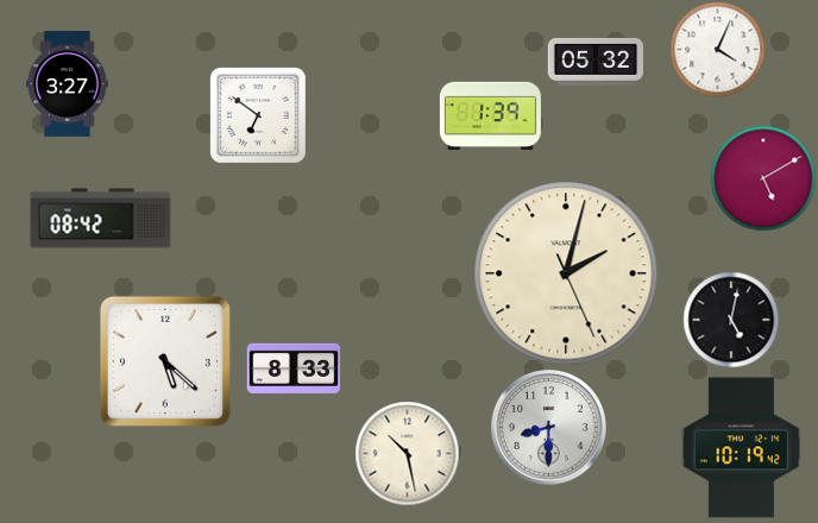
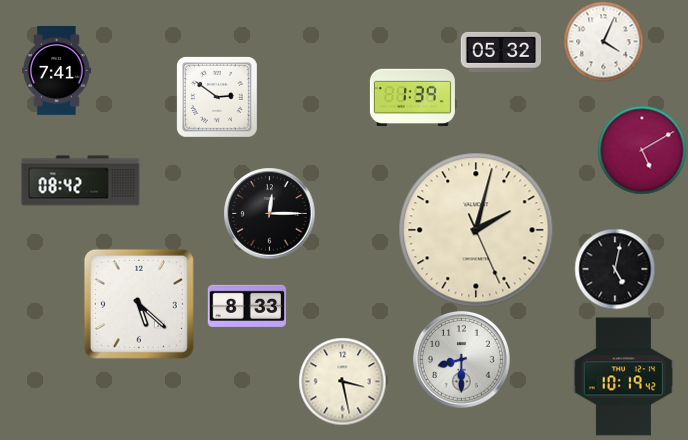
clock at (68, 83): 3:27 -> 7:41
clock at (258, 115): 6:51 -> 2:51
clock at (101, 219) position: (101, 219) -> (81, 181)
clock at (269, 213): none -> 12:15
clock at (294, 367) position: (294, 367) -> (247, 305)
clock at (407, 453): 10:28 -> 3:28
